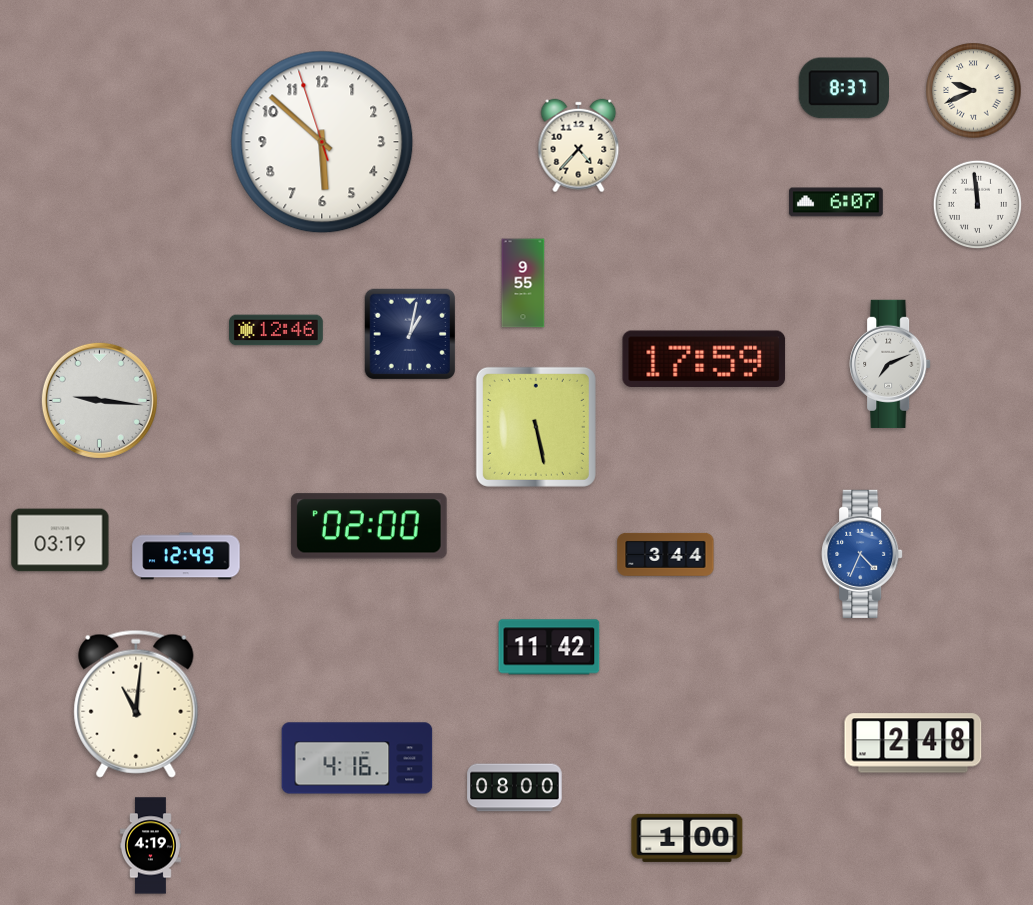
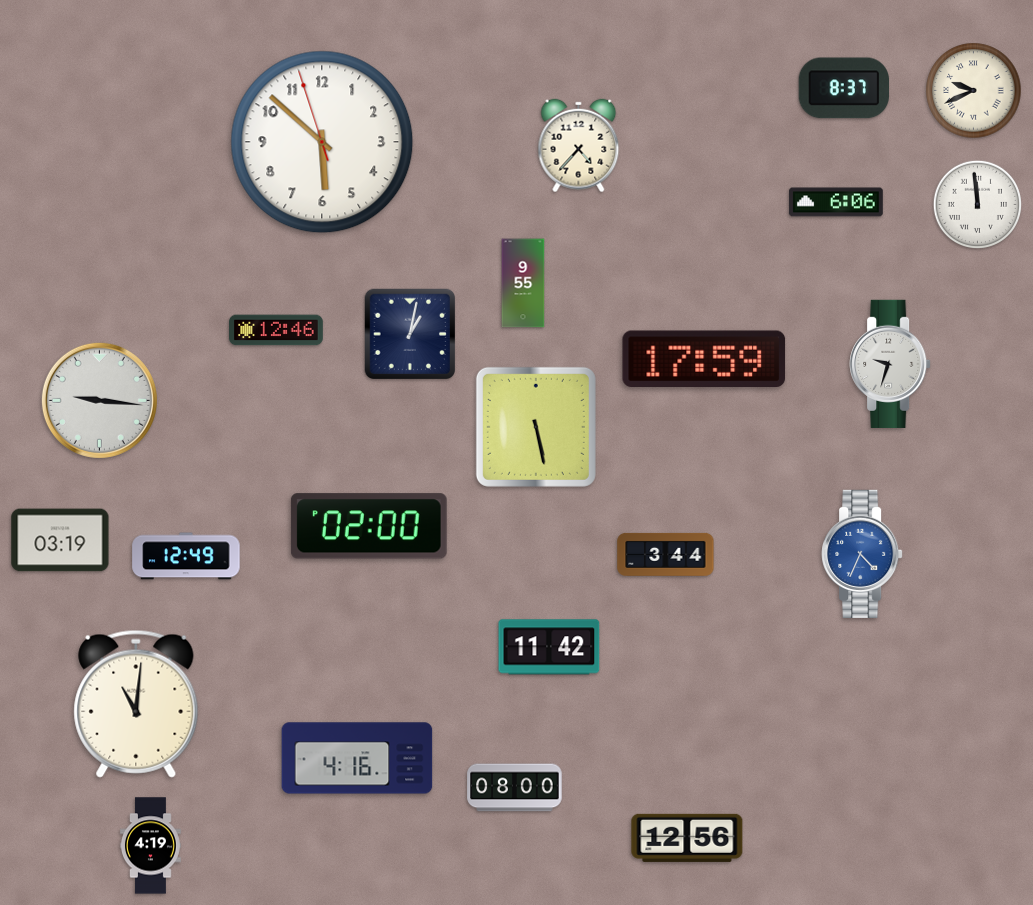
clock at (836, 202): 6:07 -> 6:06
clock at (890, 364): 7:11 -> 9:33
clock at (913, 743): 2:48 -> none
clock at (687, 838): 1:00 -> 12:56
